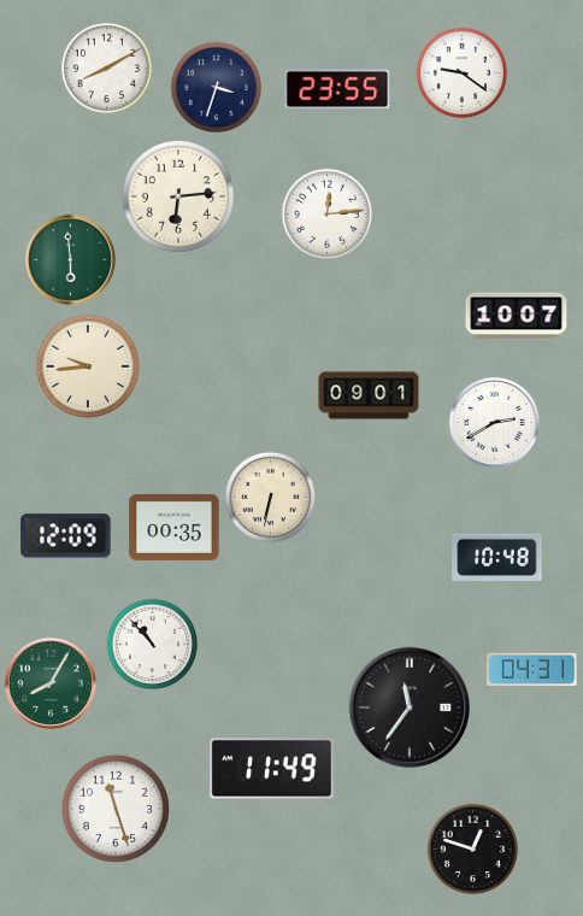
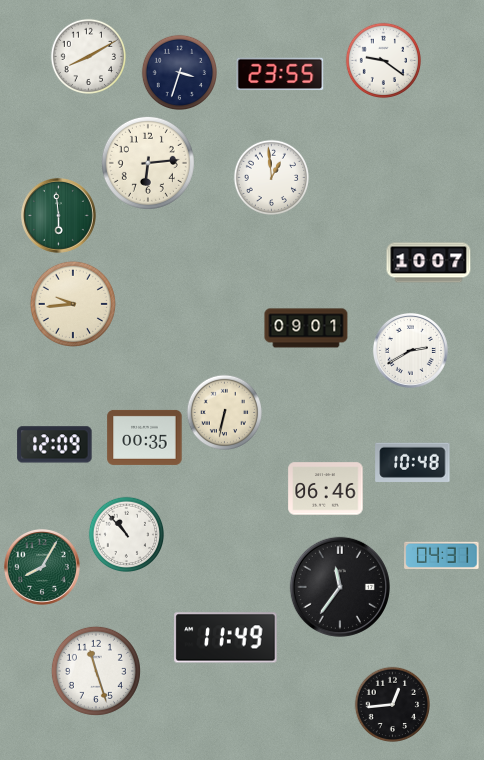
clock at (328, 215): 12:14 -> 12:59
clock at (326, 489): none -> 06:46
clock at (473, 850): 12:48 -> 12:44
